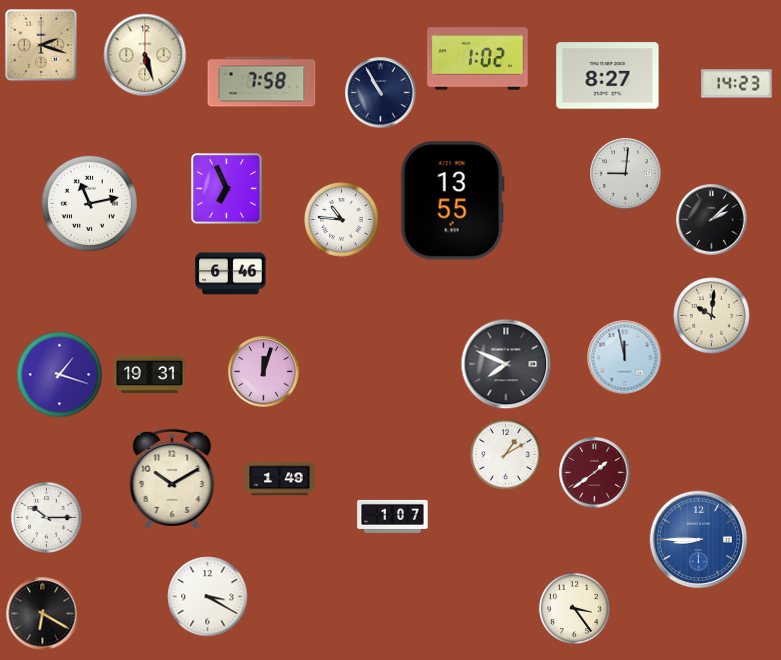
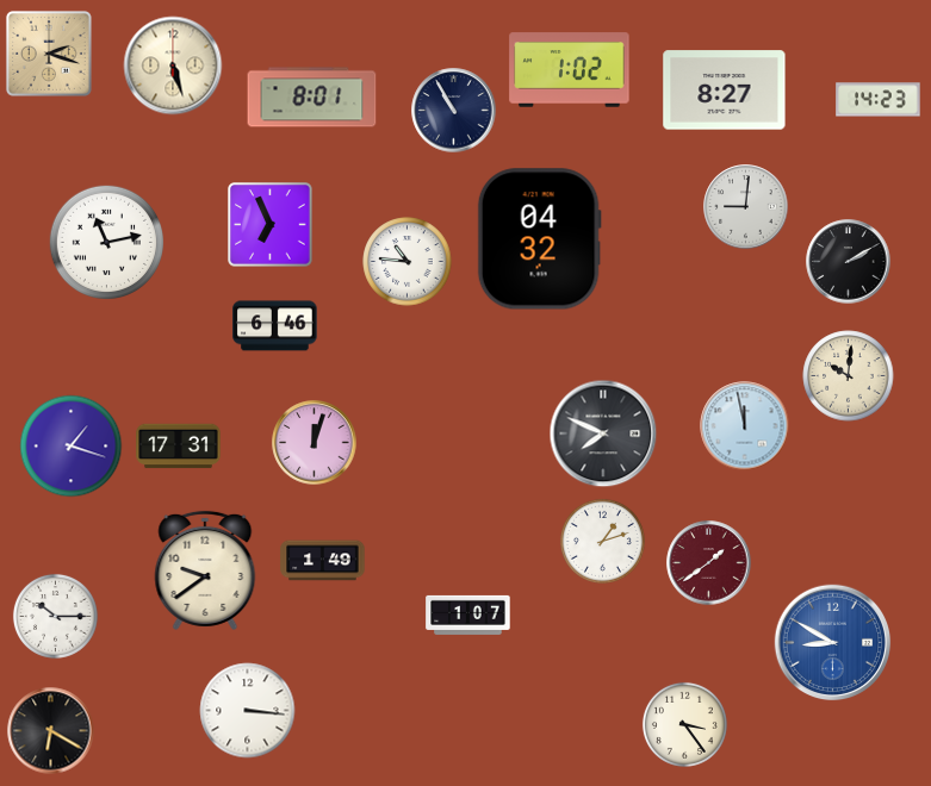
clock at (262, 82): 7:58 -> 8:01
clock at (452, 201): 13:55 -> 04:32
clock at (712, 220): 2:08 -> 2:10
clock at (150, 375): 19:31 -> 17:31
clock at (505, 454): 1:10 -> 1:12
clock at (172, 479): 10:10 -> 9:39
clock at (280, 479) position: (280, 479) -> (323, 561)
clock at (699, 540): 8:45 -> 8:50
clock at (208, 597): 3:20 -> 3:16
